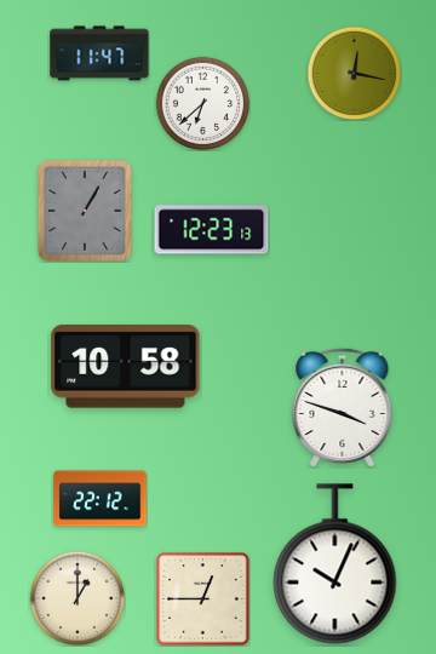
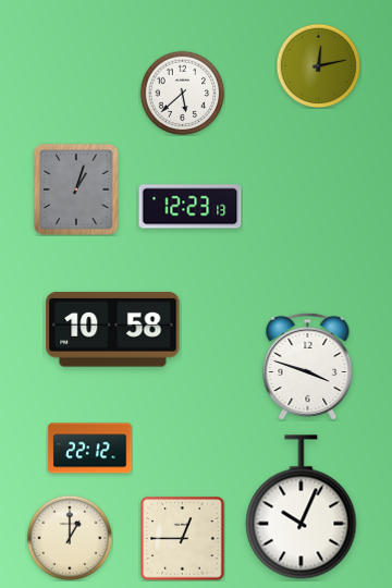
clock at (99, 53): 11:47 -> none
clock at (354, 73): 12:17 -> 12:13
clock at (202, 103): 6:38 -> 5:38
clock at (85, 211): 1:05 -> 1:03
